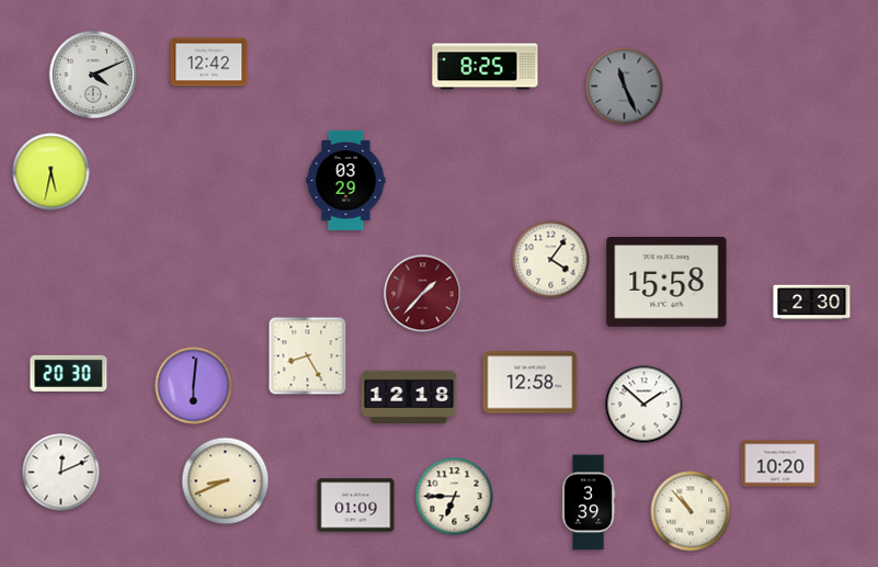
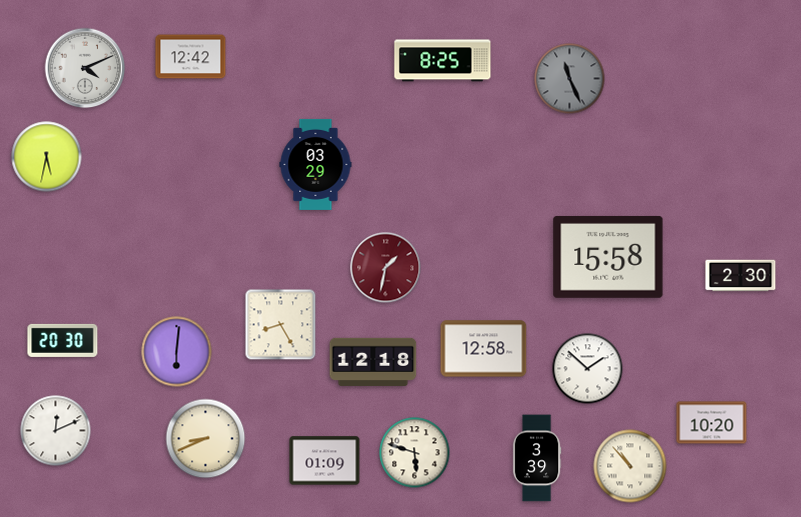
clock at (551, 260): 4:06 -> none
clock at (423, 294): 1:37 -> 1:32
clock at (455, 497): 6:45 -> 5:48
